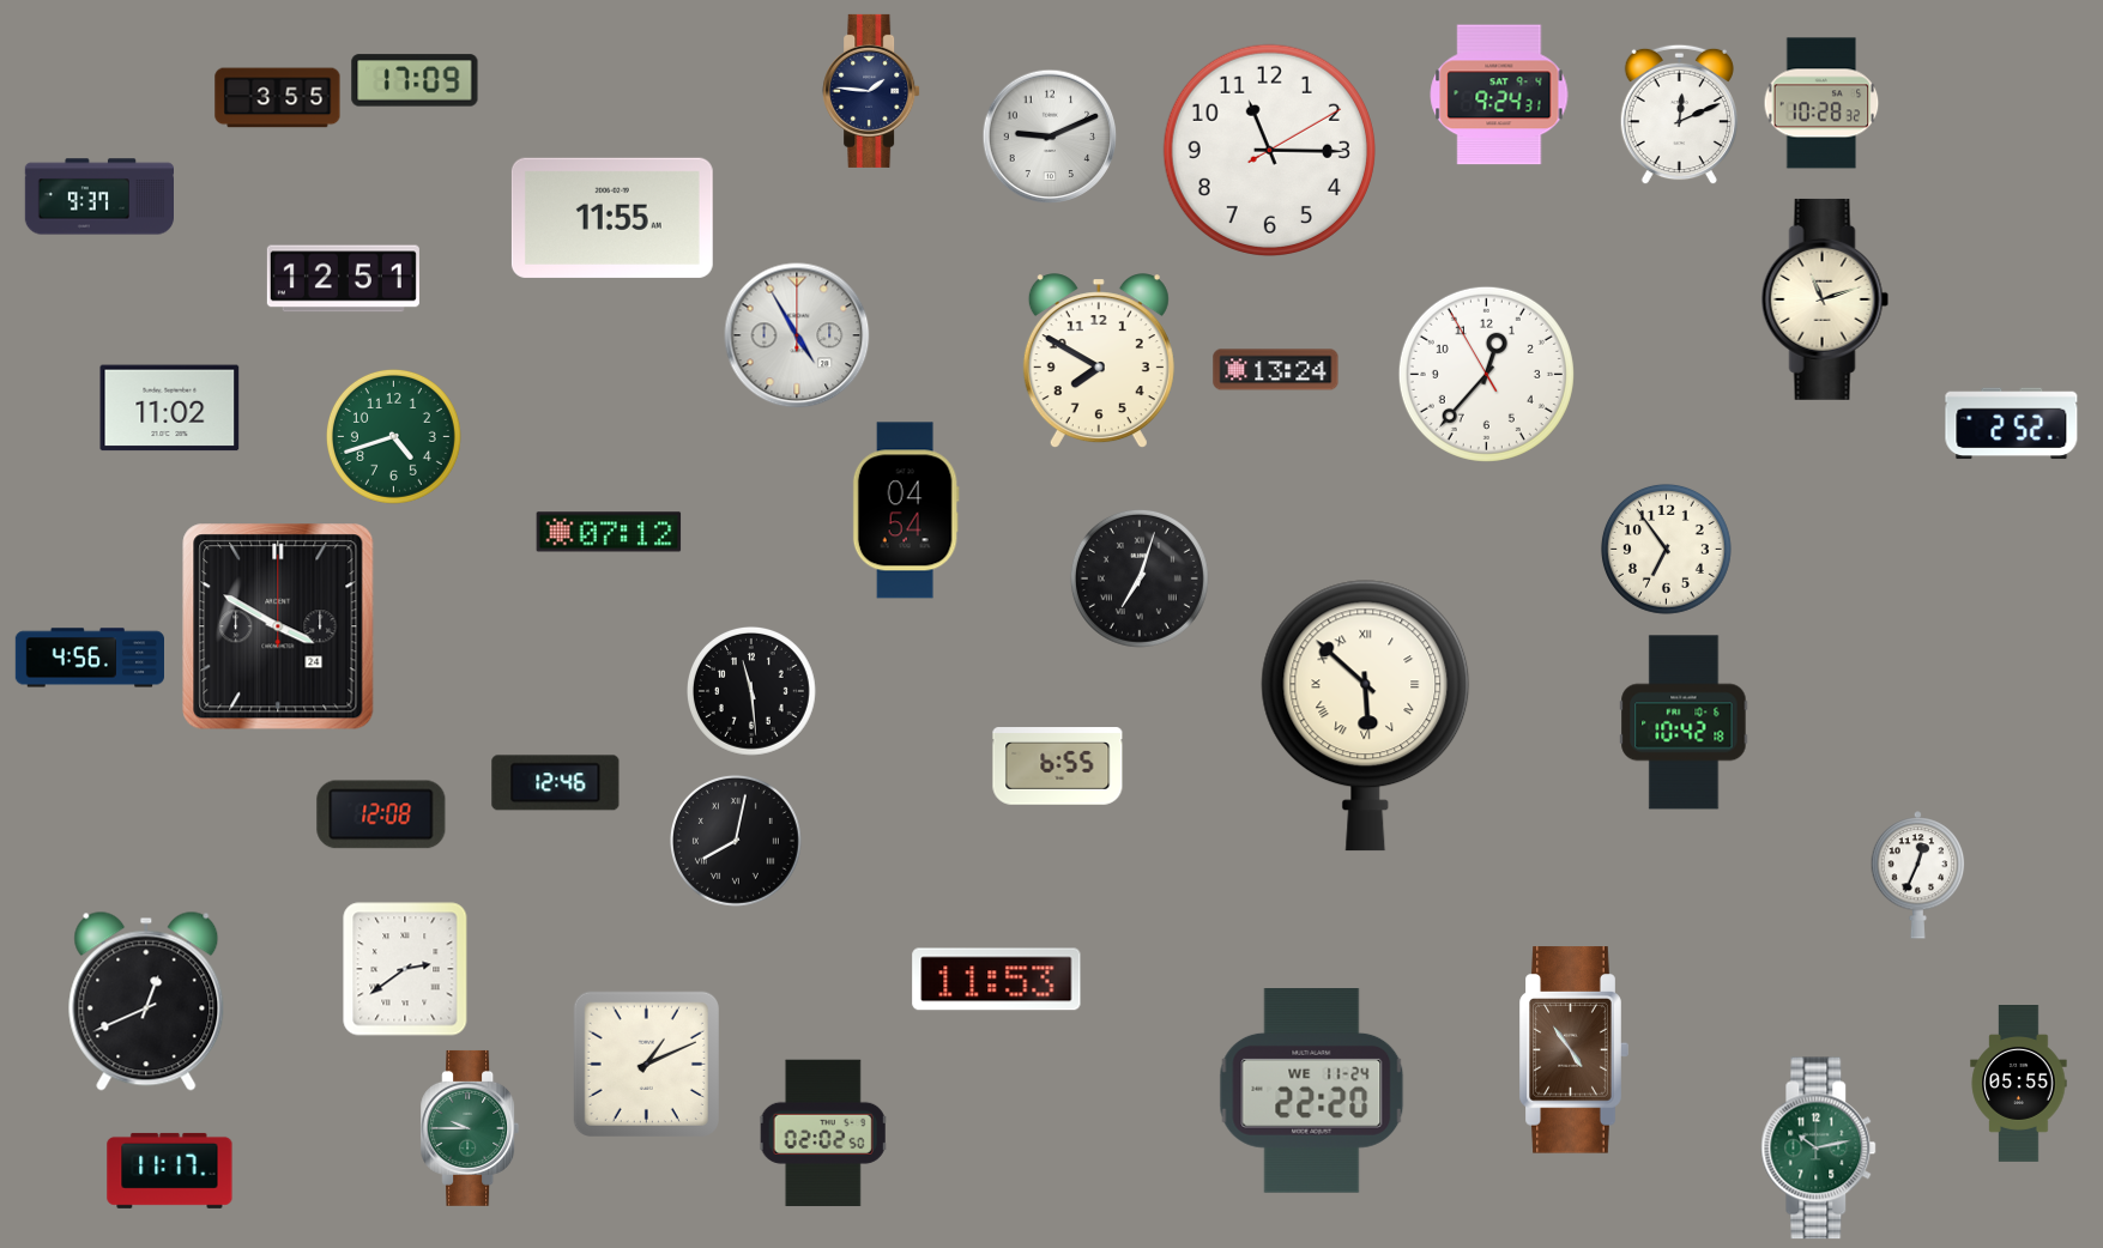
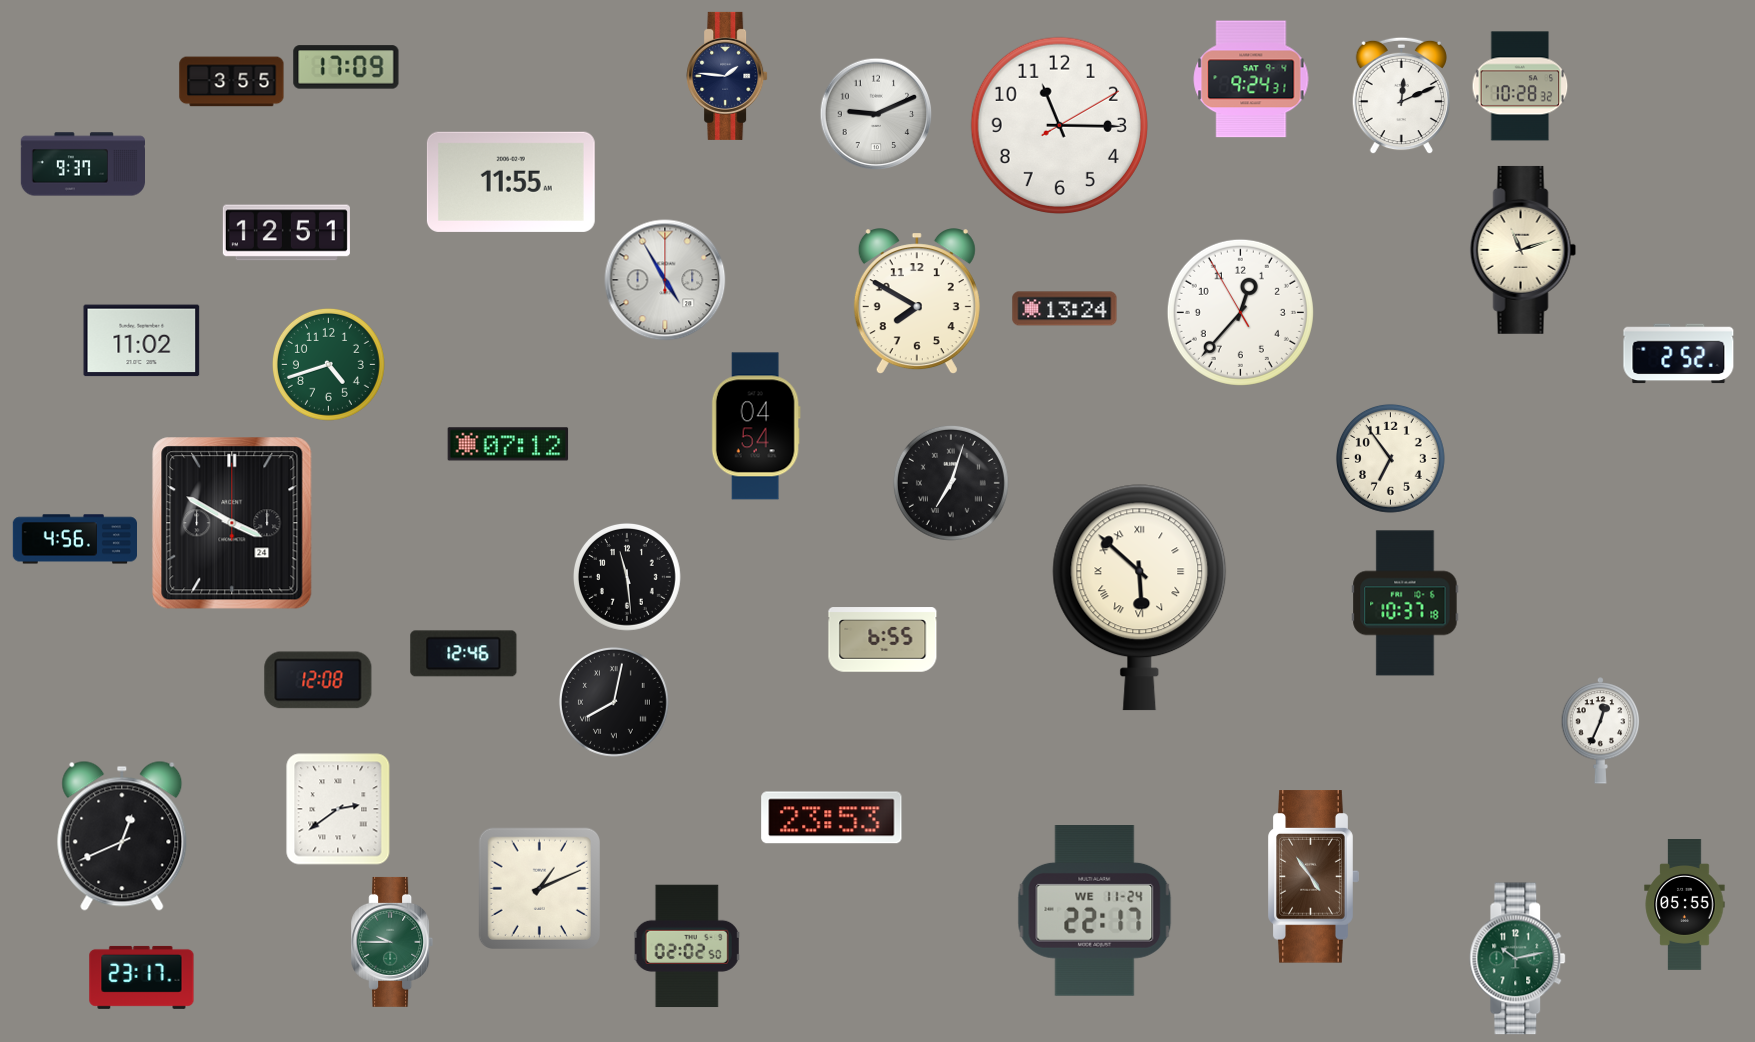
clock at (89, 658) position: (89, 658) -> (74, 539)
clock at (1684, 722): 10:42 -> 10:37
clock at (997, 980): 11:53 -> 23:53
clock at (1312, 1091): 22:20 -> 22:17
clock at (170, 1170): 11:17 -> 23:17
